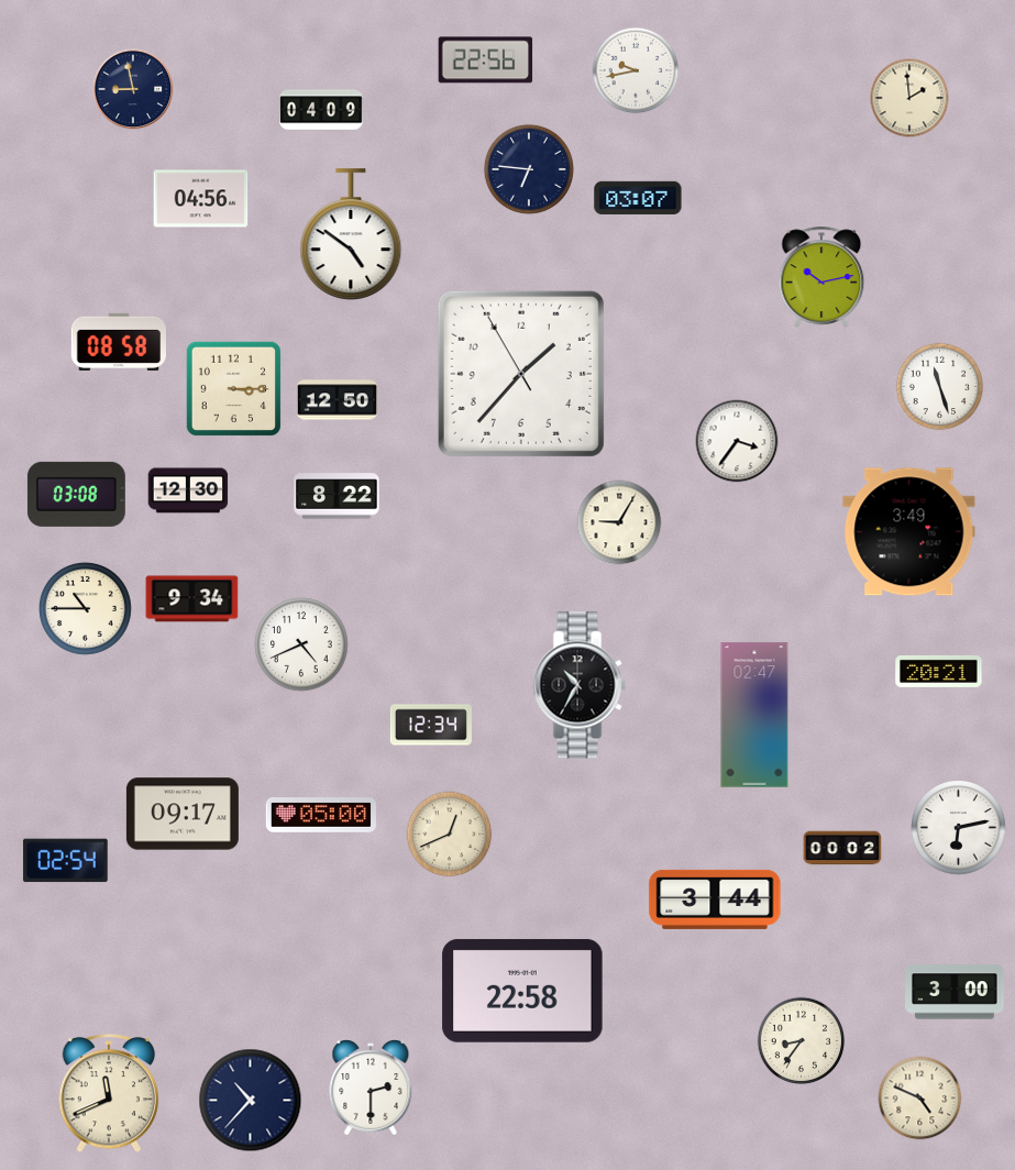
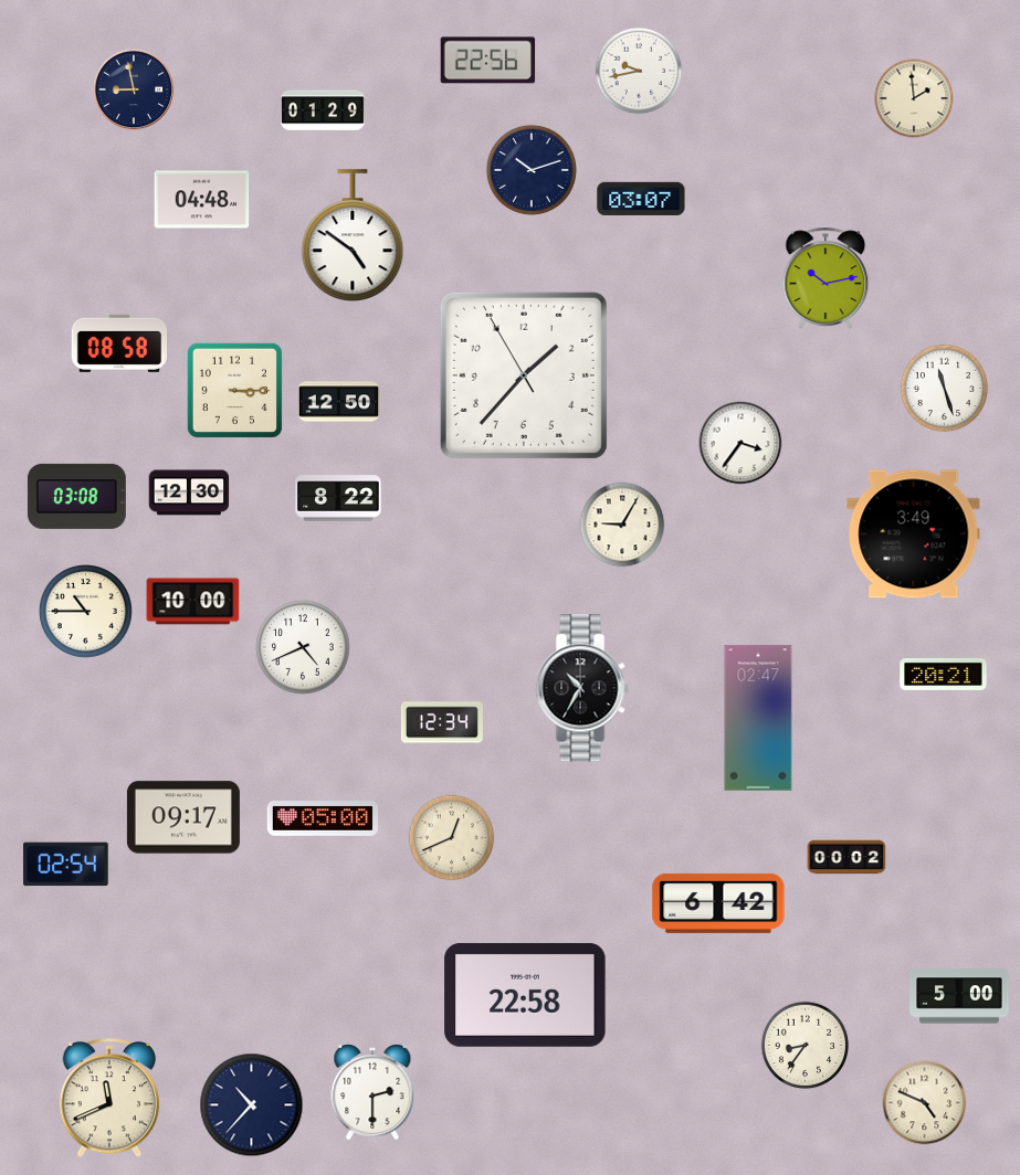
clock at (321, 110): 04:09 -> 01:29
clock at (529, 169): 6:46 -> 10:12
clock at (201, 199): 04:56 -> 04:48
clock at (192, 599): 9:34 -> 10:00
clock at (431, 725) position: (431, 725) -> (442, 722)
clock at (959, 828): 6:13 -> none
clock at (842, 848) position: (842, 848) -> (847, 857)
clock at (715, 899): 3:44 -> 6:42
clock at (955, 992): 3:00 -> 5:00
